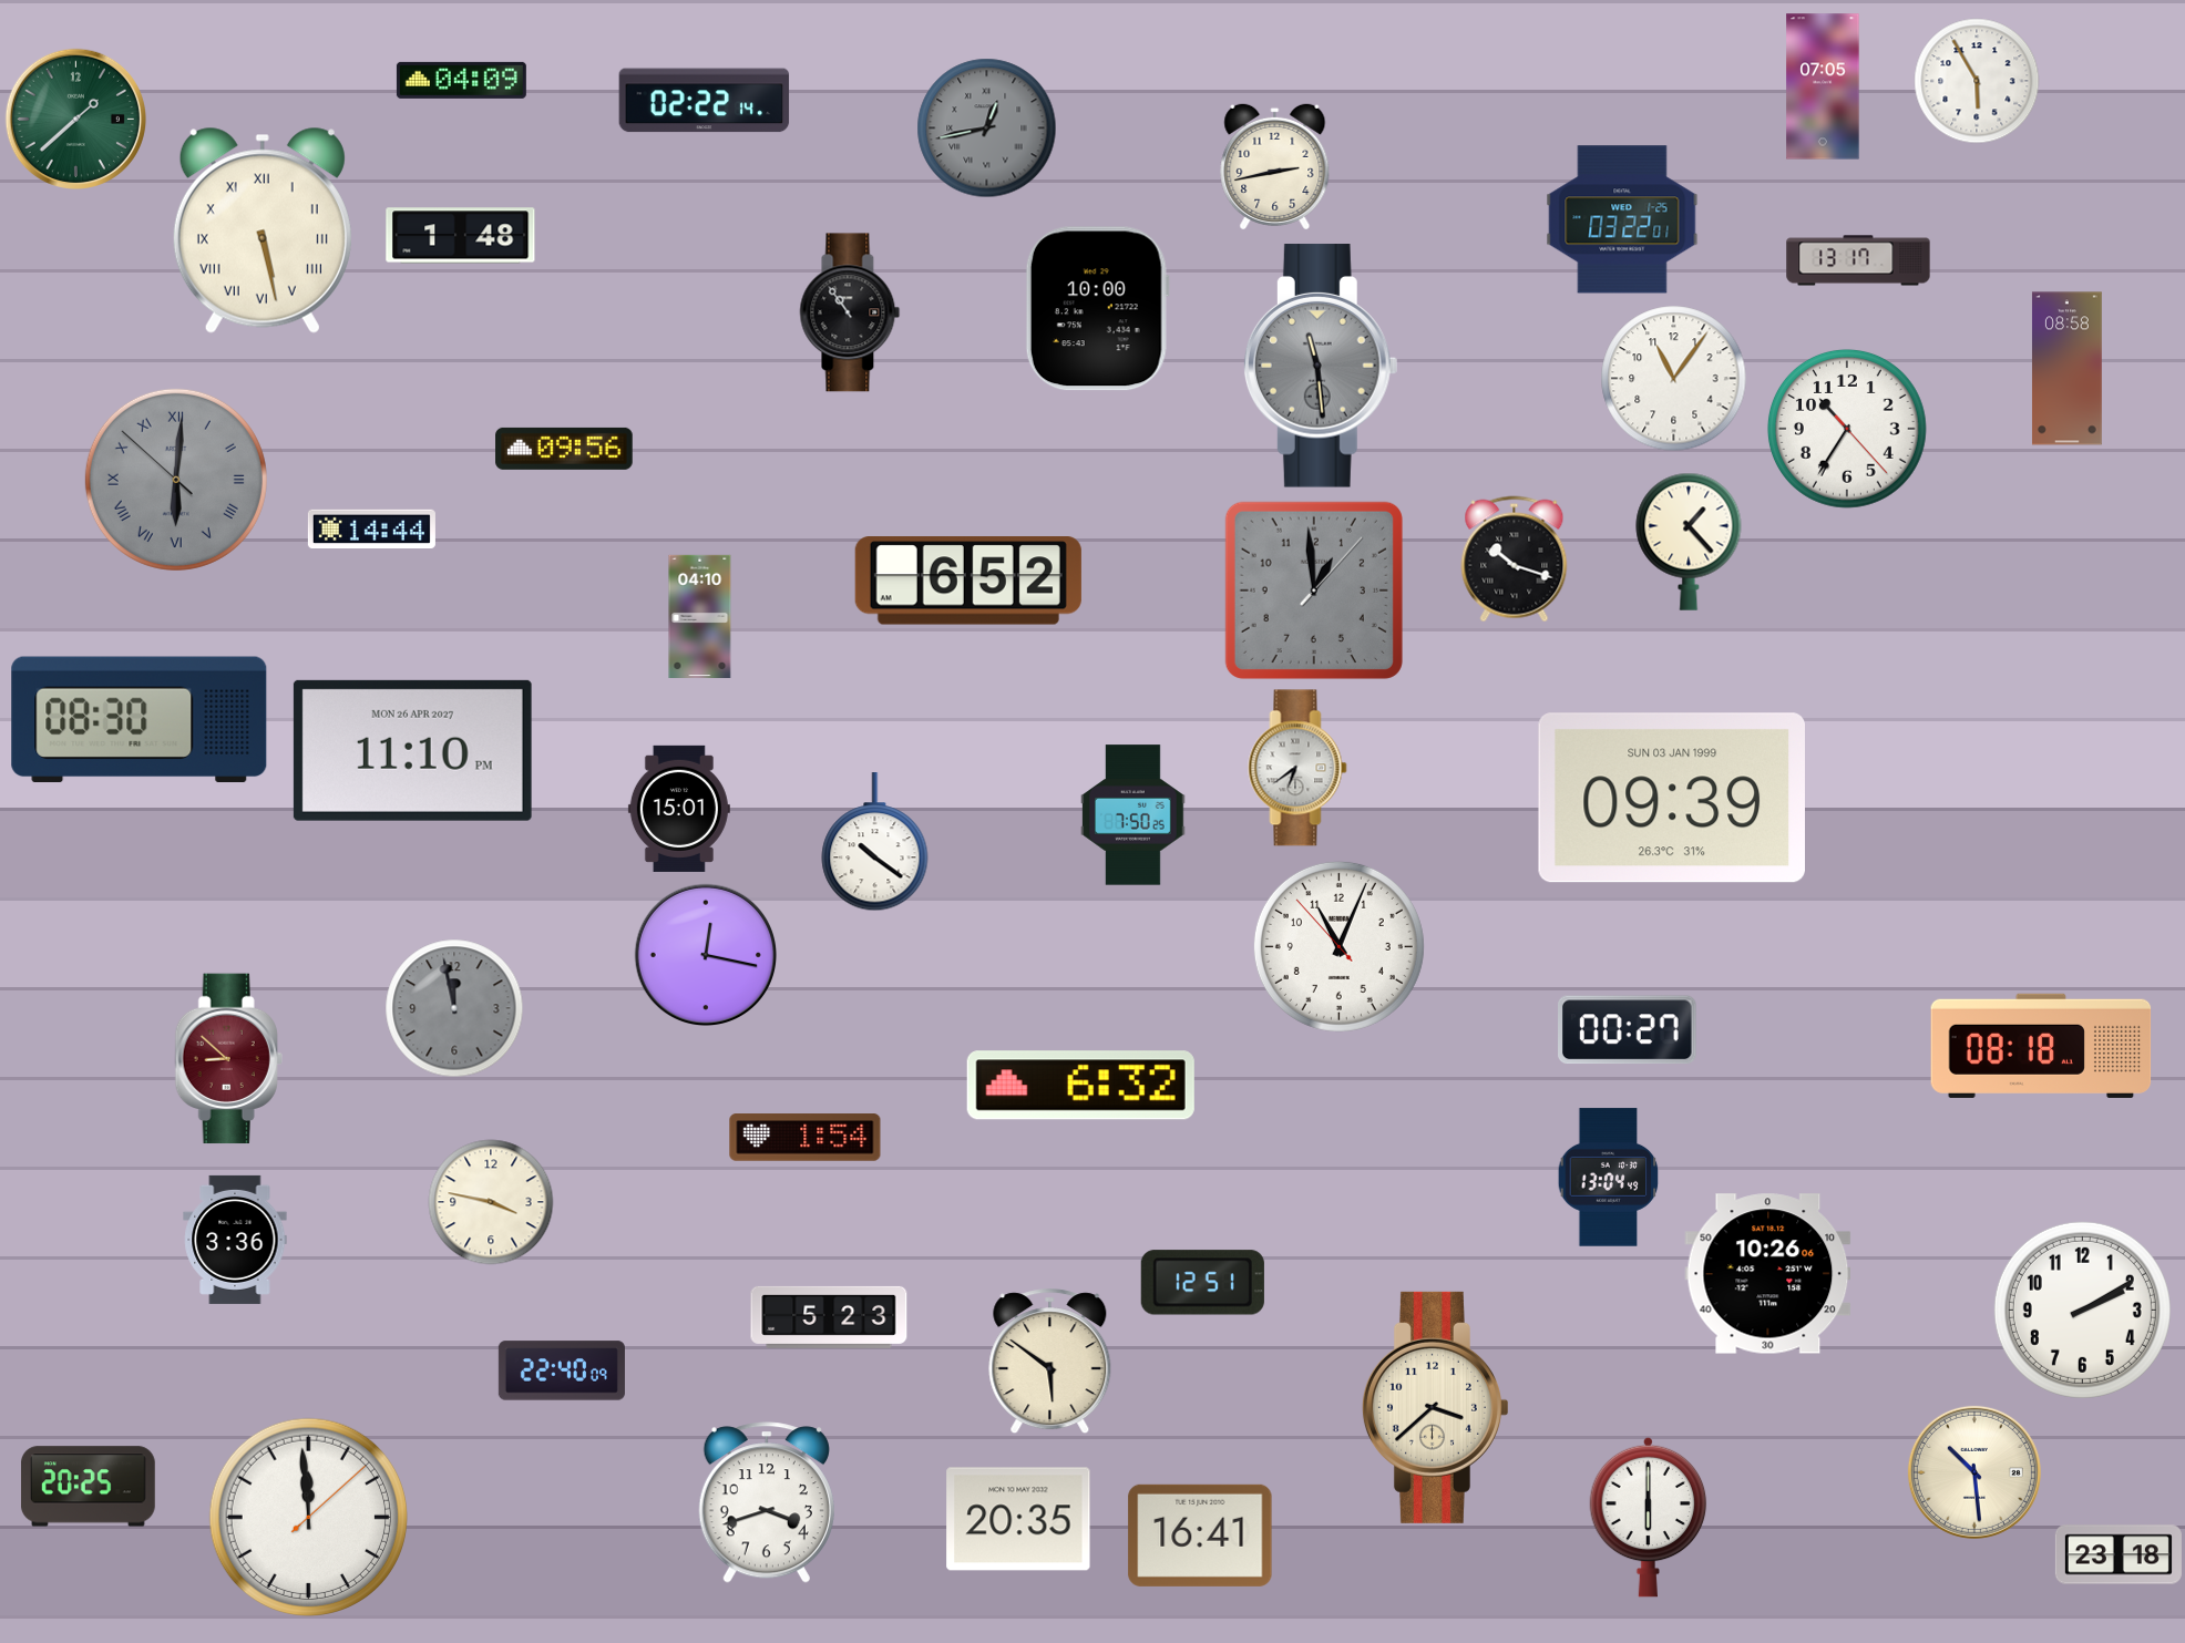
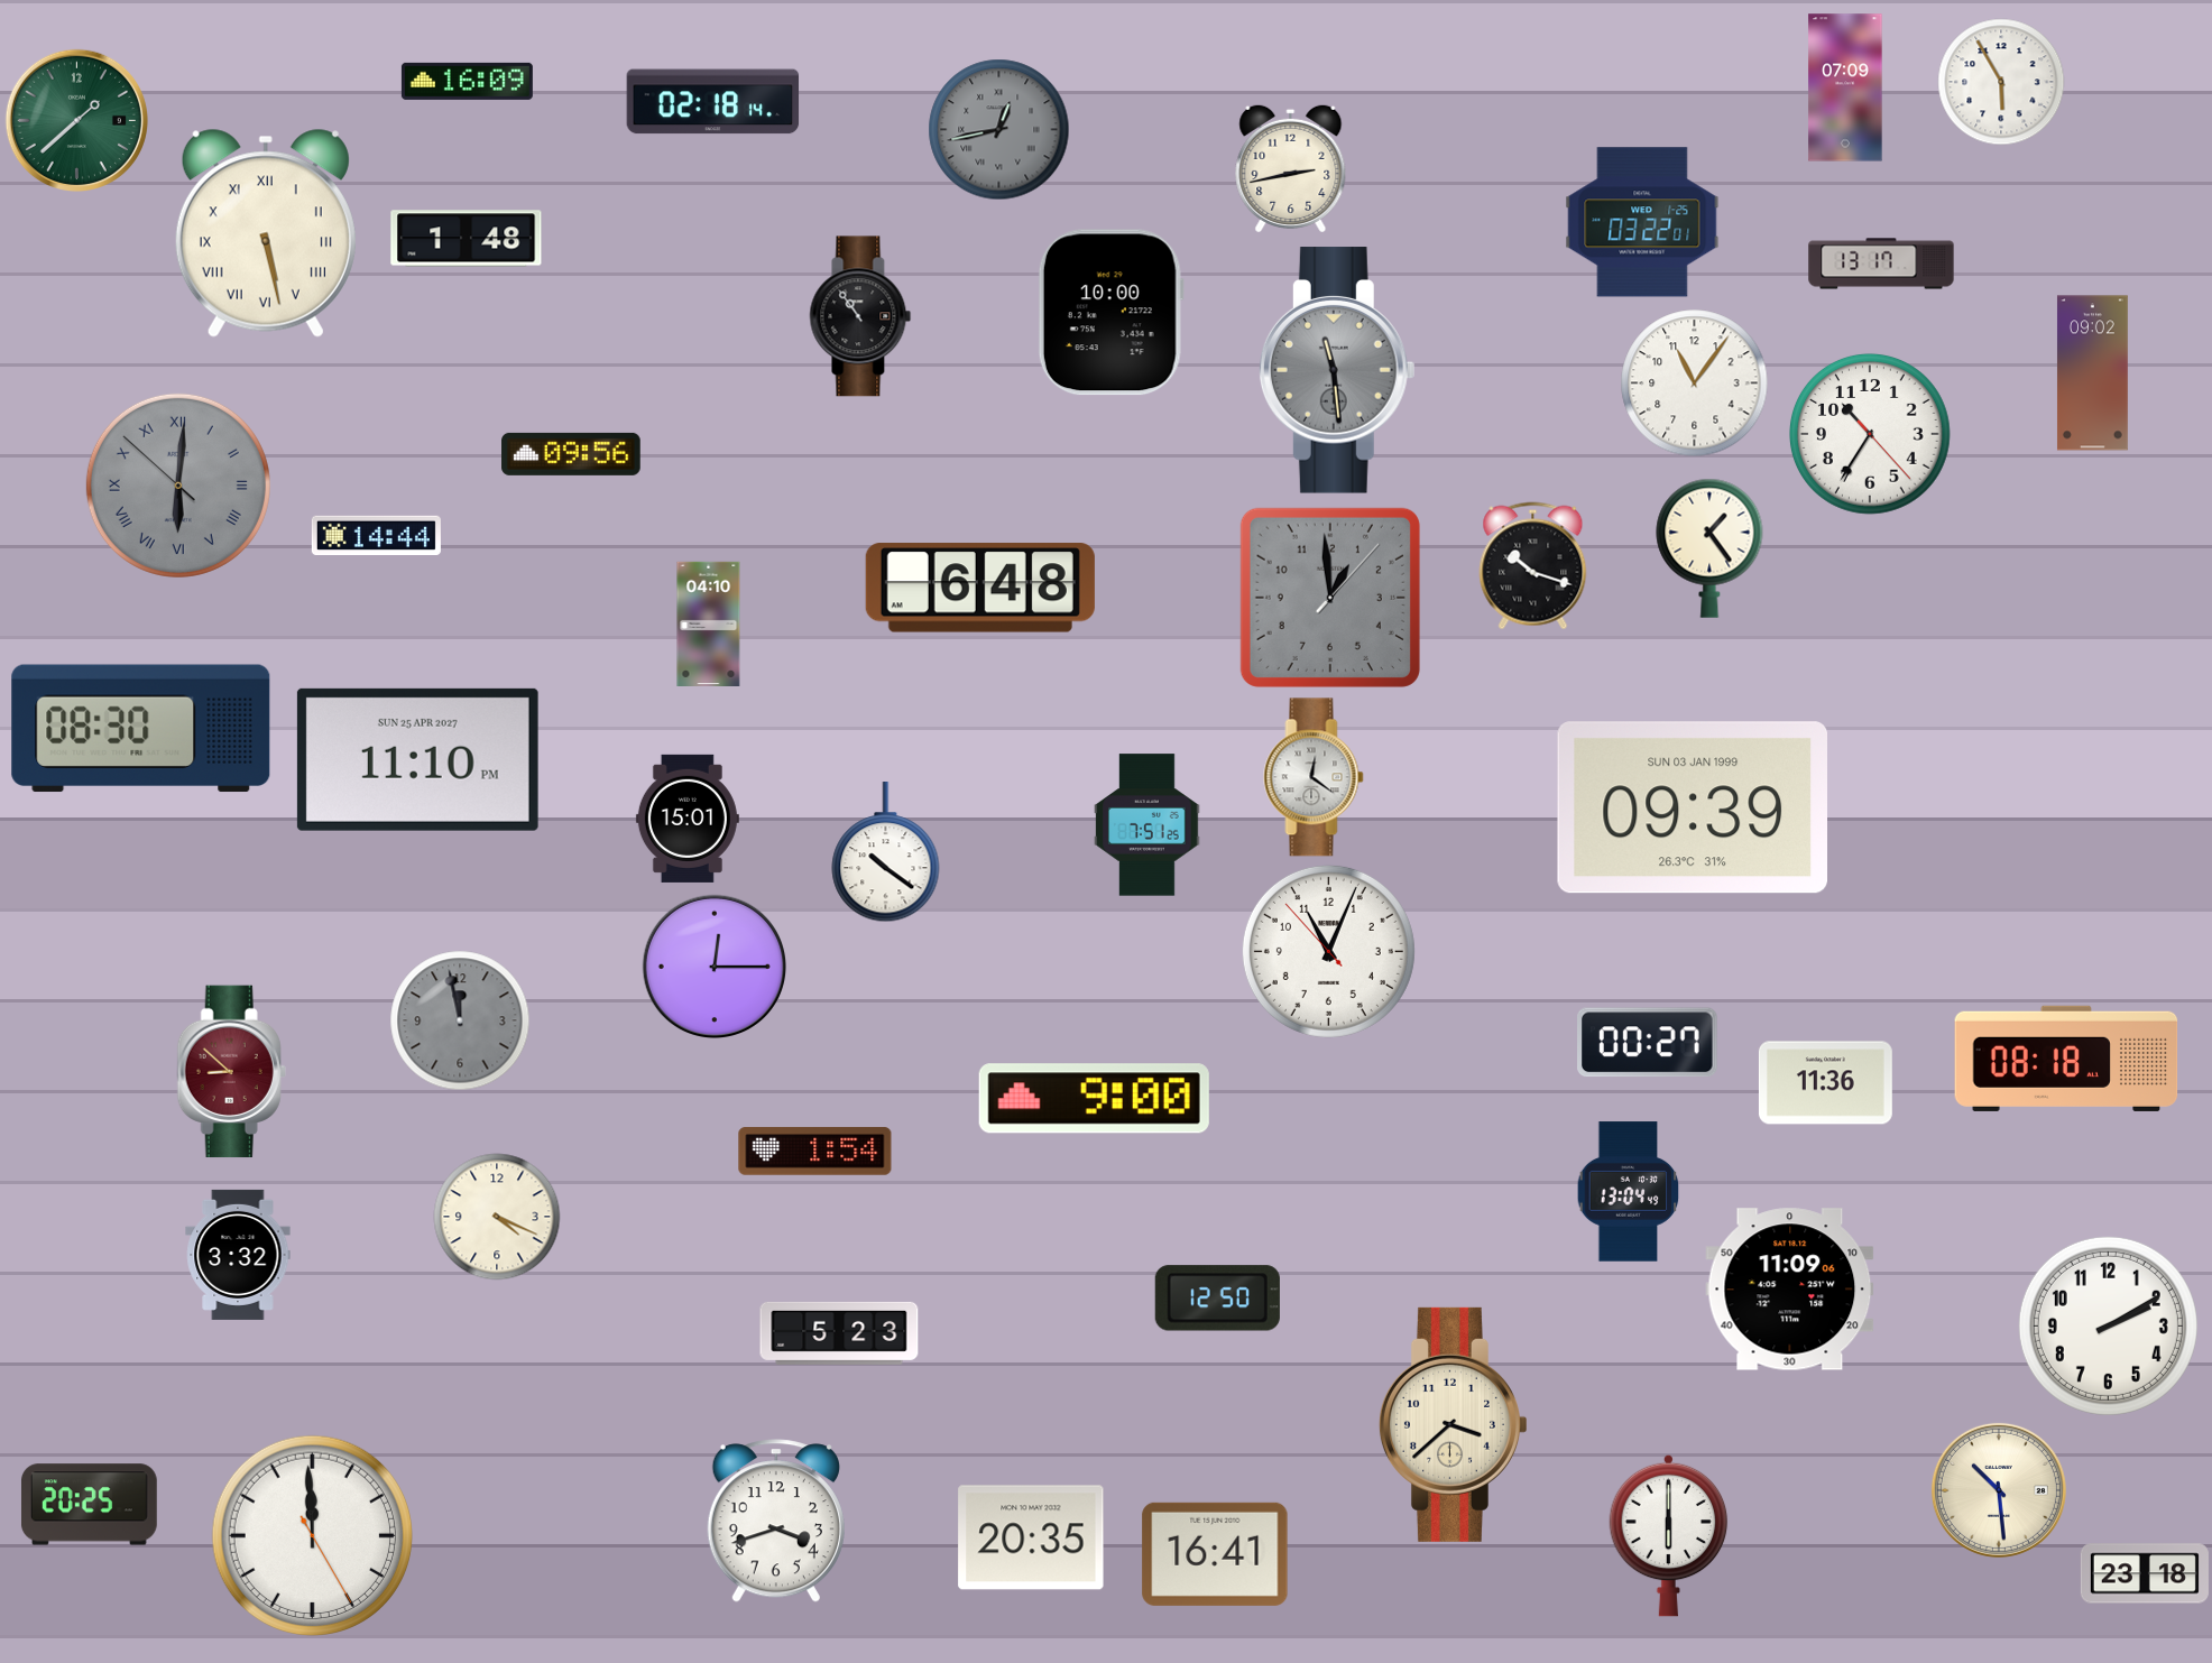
clock at (461, 80): 04:09 -> 16:09
clock at (1823, 86): 07:05 -> 07:09
clock at (705, 101): 02:22 -> 02:18
clock at (2066, 369): 08:58 -> 09:02
clock at (1689, 542): 1:23 -> 1:24
clock at (968, 581): 6:52 -> 6:48
clock at (412, 750) date: MON 26 APR 2027 -> SUN 25 APR 2027
clock at (1297, 768): 6:39 -> 12:21
clock at (1133, 815): 7:50 -> 7:51
clock at (1338, 946) position: (1338, 946) -> (1328, 951)
clock at (705, 954): 12:17 -> 12:15
clock at (1825, 1083): none -> 11:36
clock at (1080, 1086): 6:32 -> 9:00
clock at (491, 1202): 3:47 -> 4:19
clock at (235, 1240): 3:36 -> 3:32
clock at (1768, 1274): 10:26 -> 11:09
clock at (1202, 1283): 12:51 -> 12:50
clock at (1050, 1362): 5:51 -> none
clock at (562, 1370): 22:40 -> none
clock at (308, 1517): 11:59:08 -> 11:59:25
